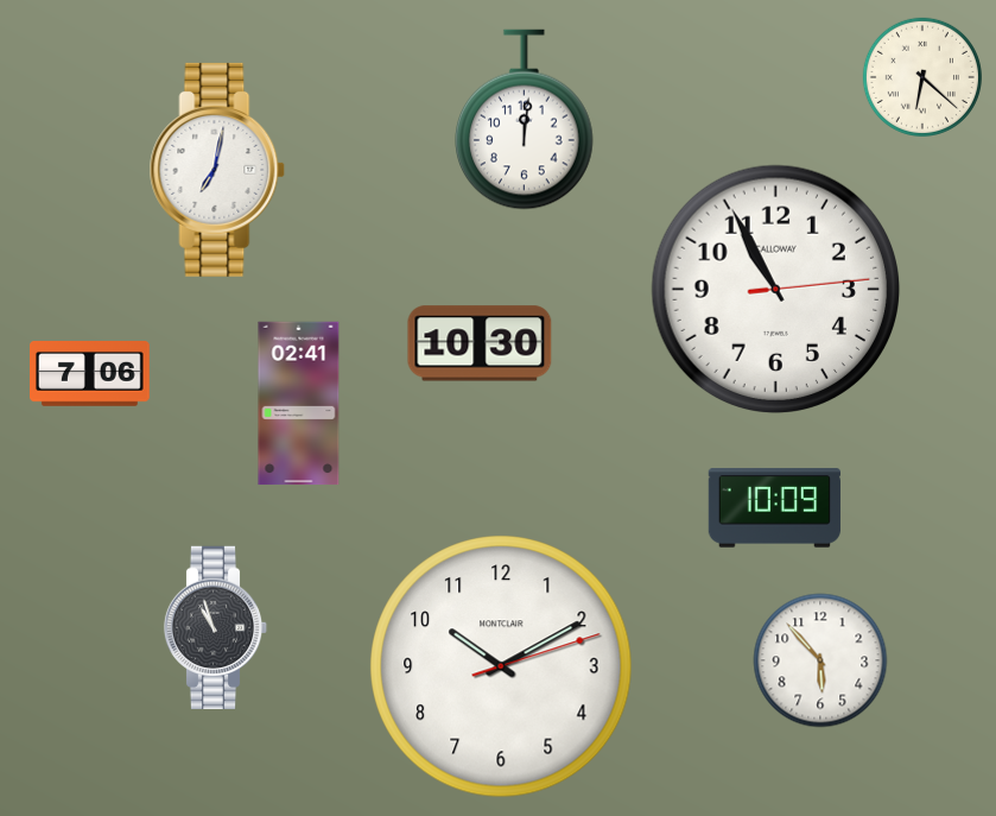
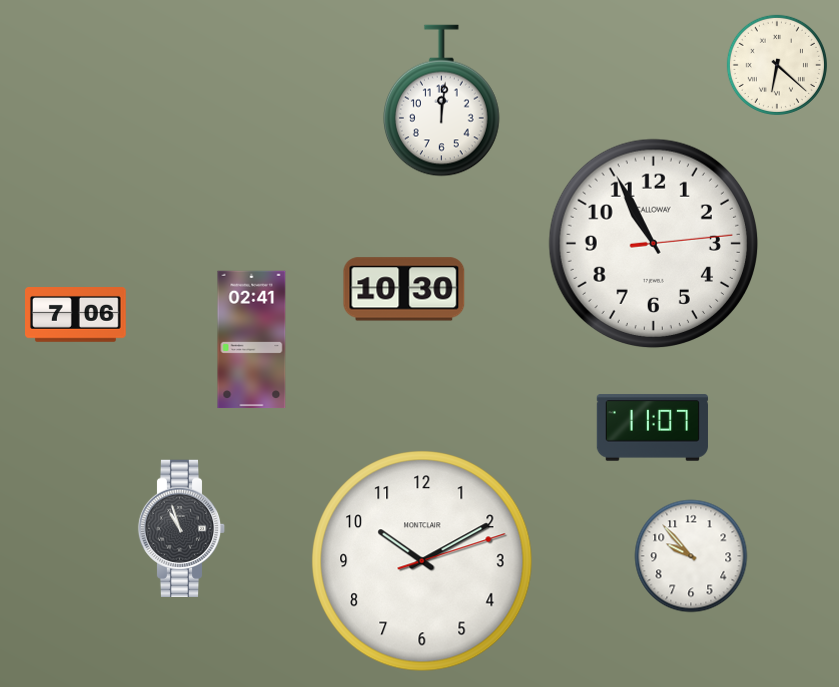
clock at (217, 170): 7:02 -> none
clock at (774, 508): 10:09 -> 11:07
clock at (820, 660): 5:53 -> 9:53
